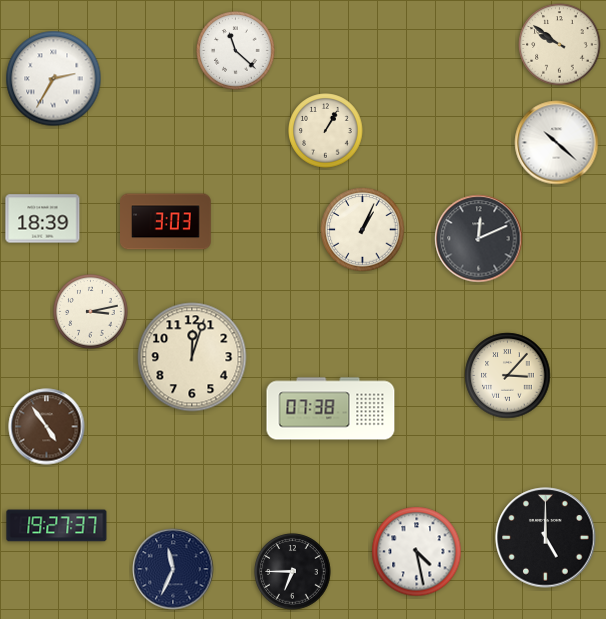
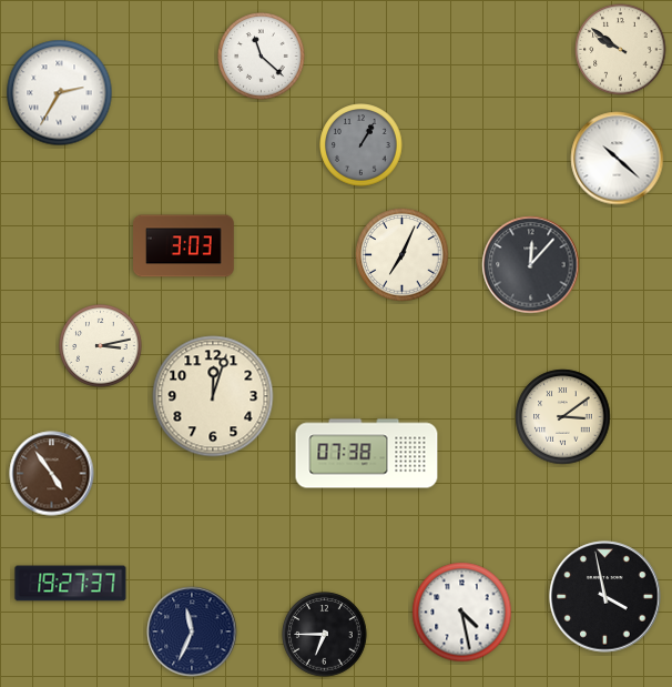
clock at (54, 79) position: (54, 79) -> (60, 93)
clock at (326, 131) dial: cream -> grey
clock at (43, 219): 18:39 -> none
clock at (363, 230): 1:04 -> 7:04
clock at (479, 239): 12:11 -> 12:07
clock at (508, 376): 3:07 -> 3:09
clock at (57, 526) position: (57, 526) -> (71, 584)
clock at (546, 538): 5:00 -> 3:58
